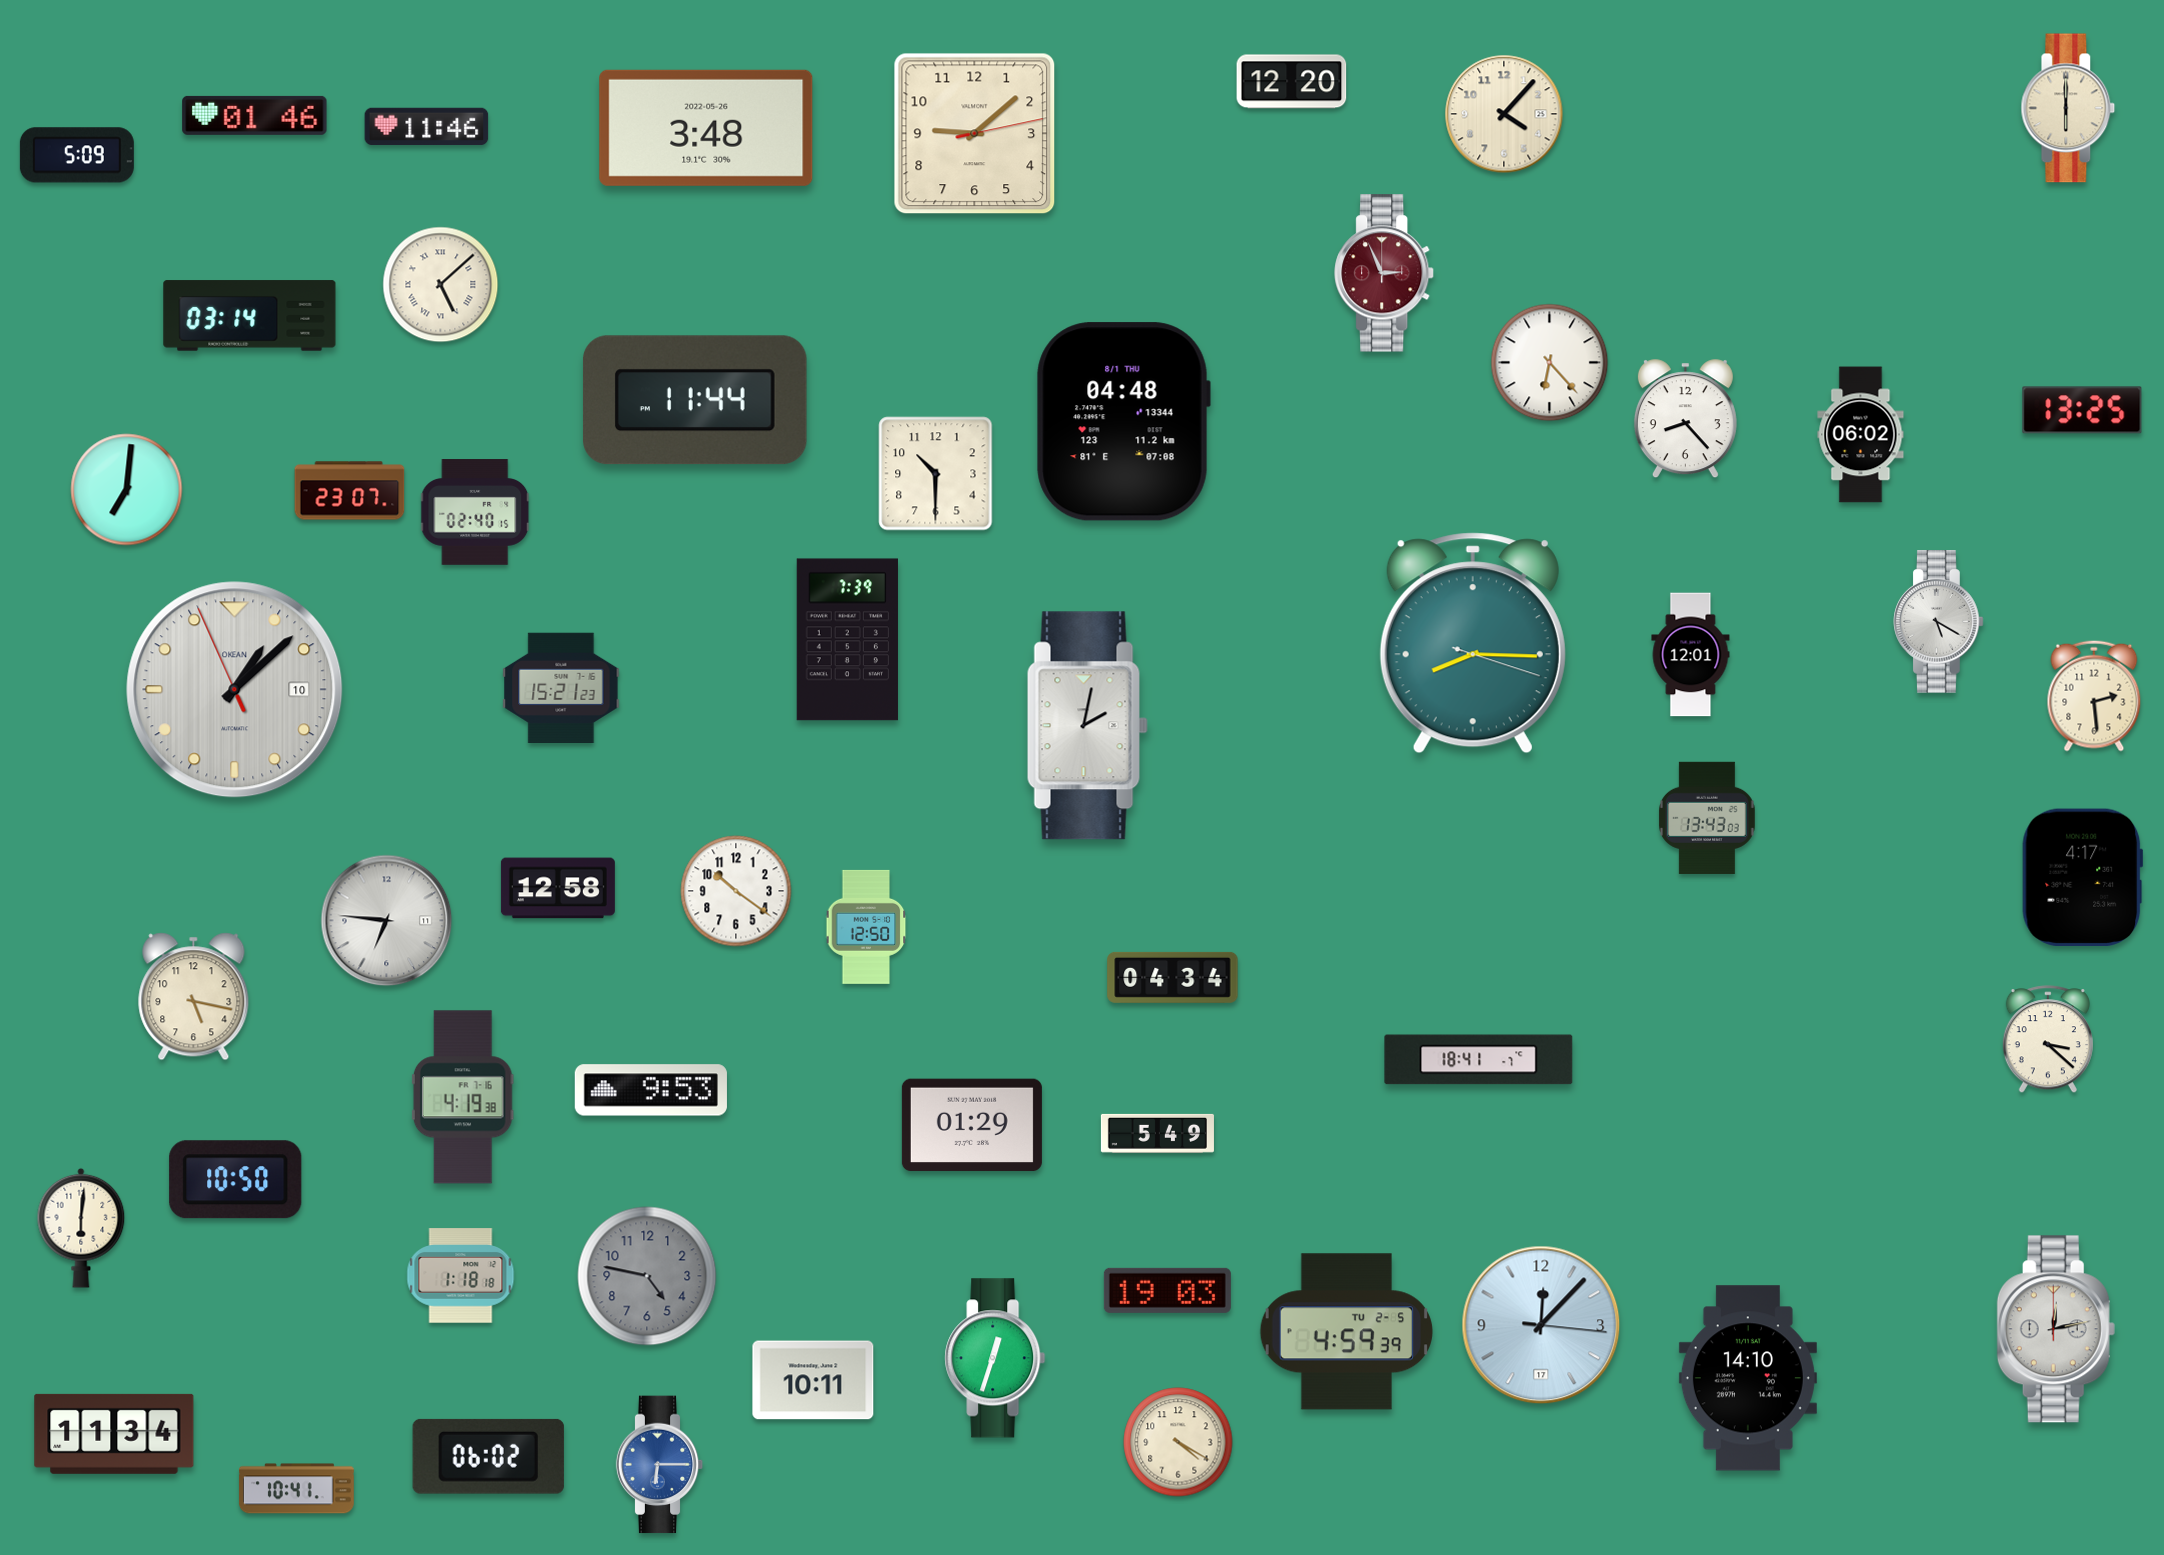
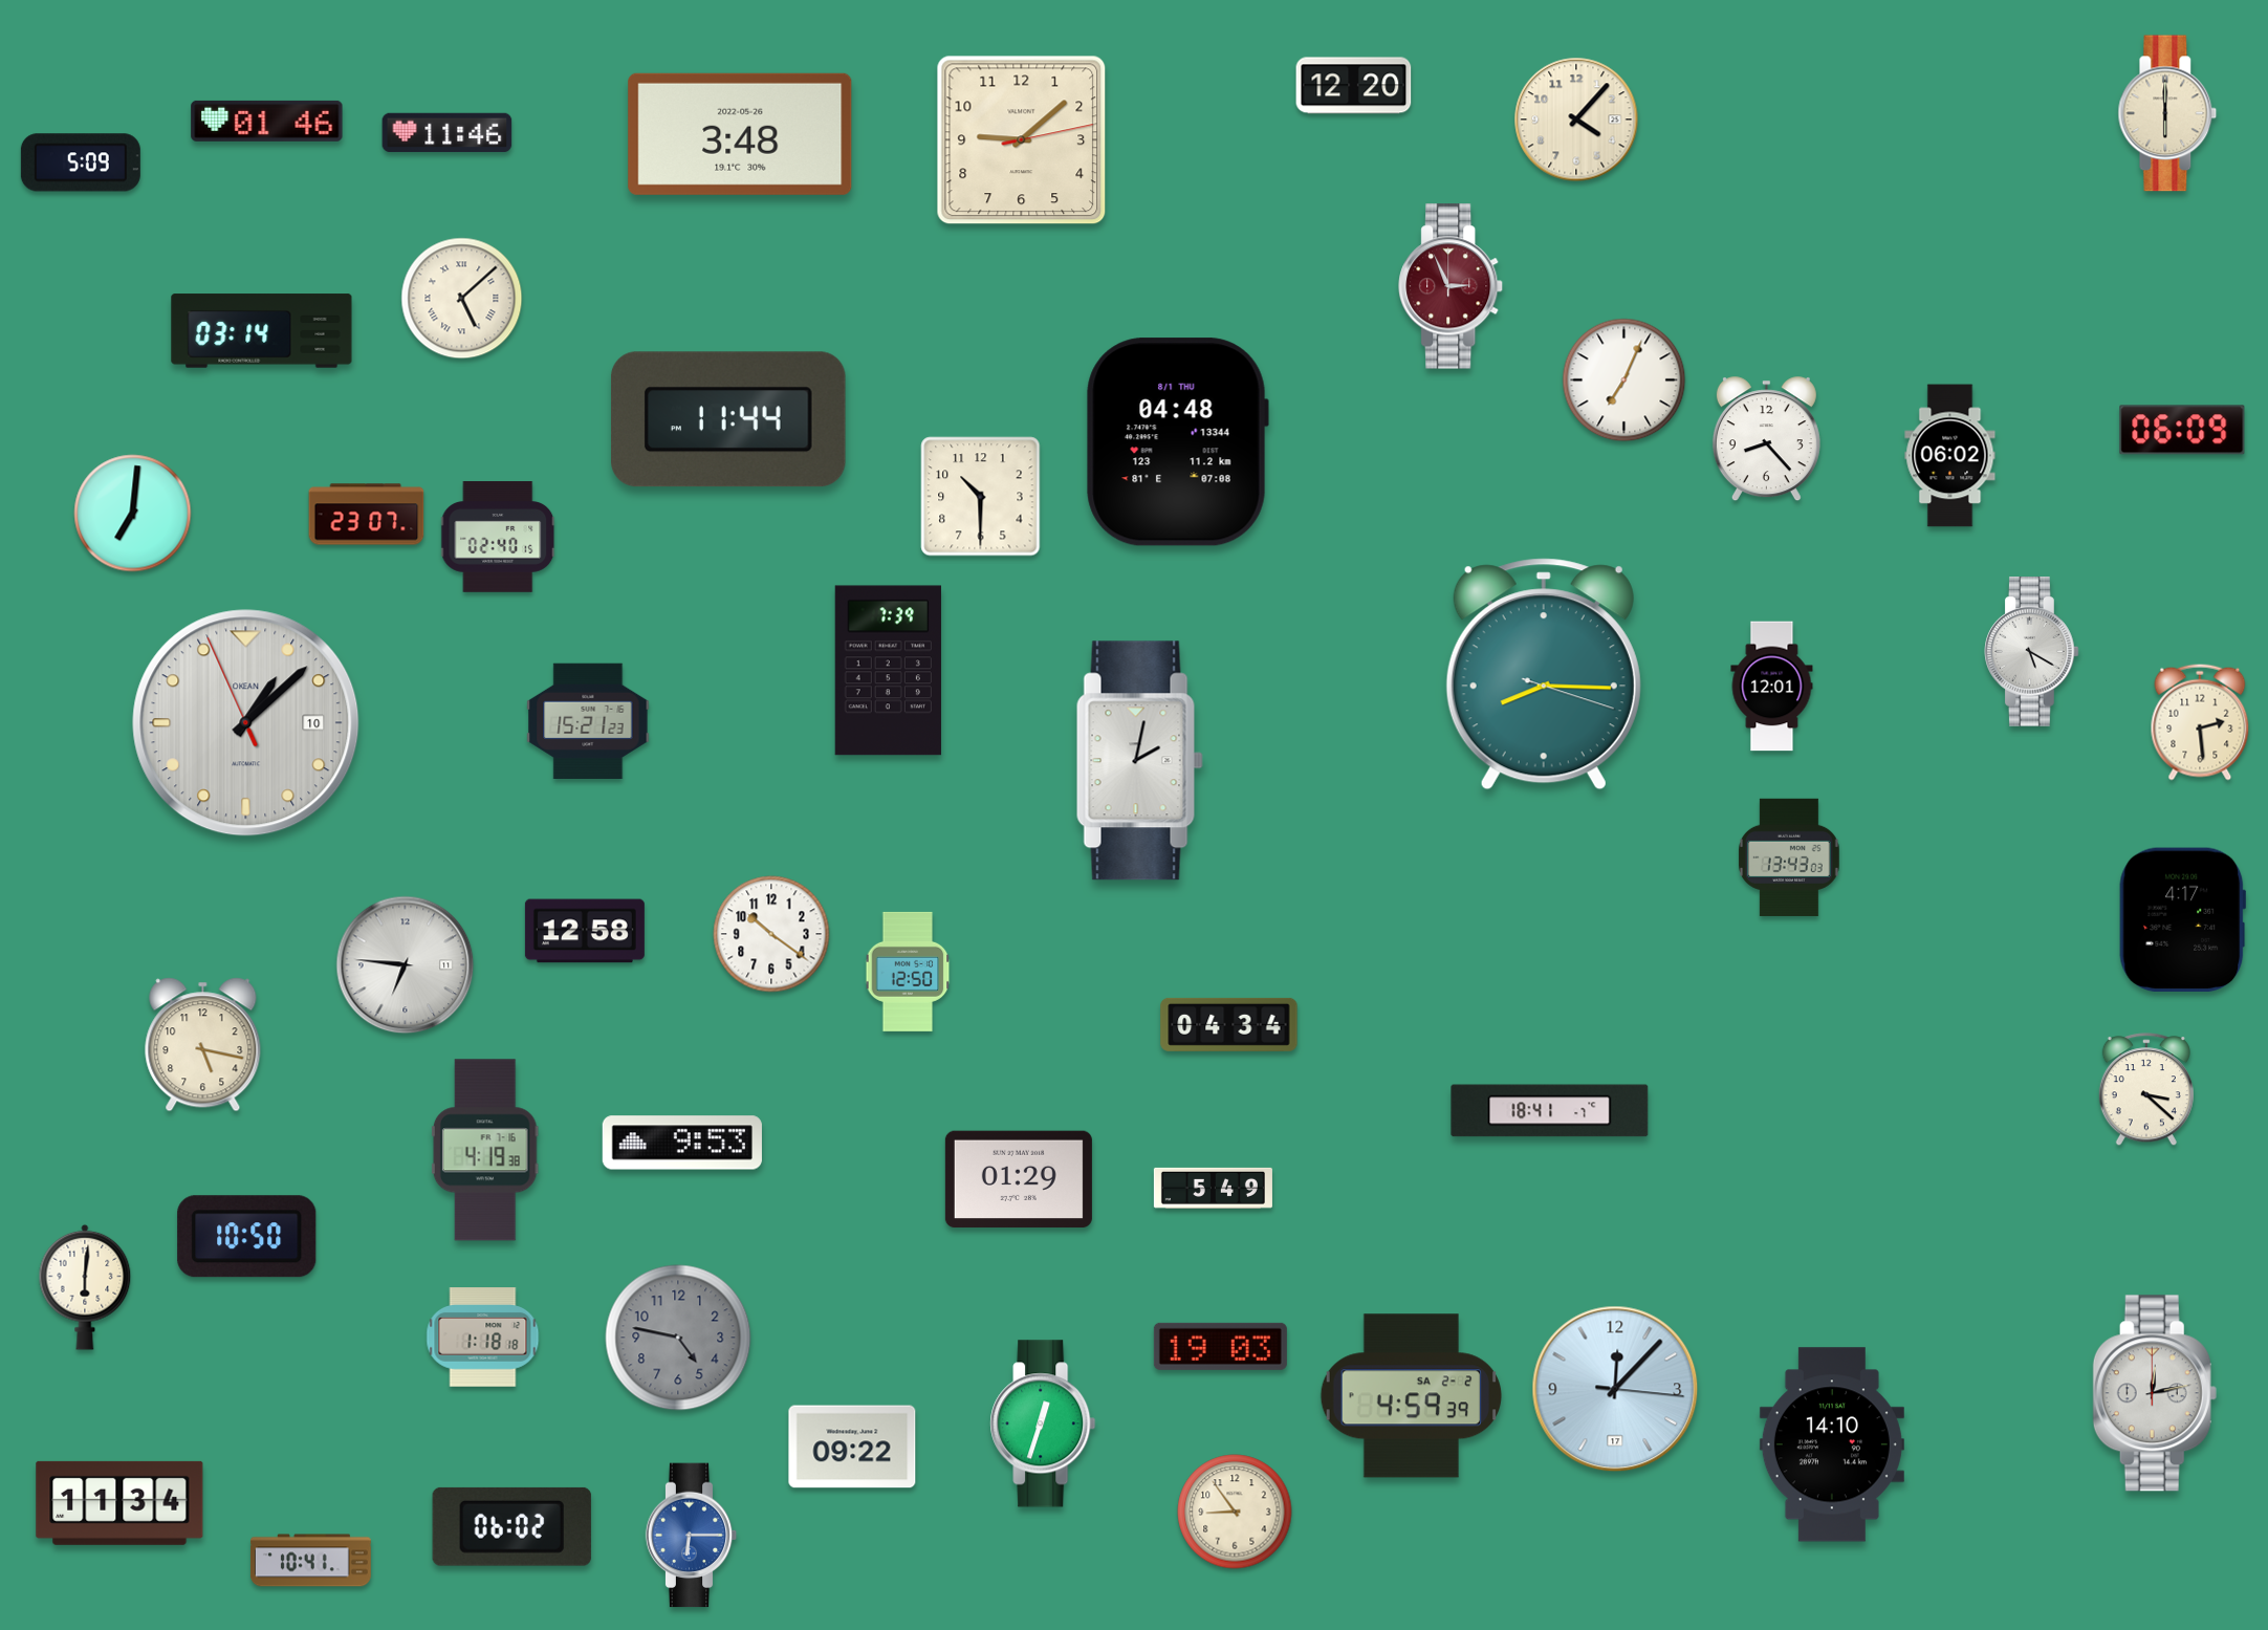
clock at (1550, 363): 6:23 -> 7:04
clock at (2082, 410): 13:25 -> 06:09
clock at (2094, 696) position: (2094, 696) -> (2200, 722)
clock at (1167, 1290) position: (1167, 1290) -> (1220, 1346)
clock at (1346, 1332) date: TU 2-5 -> SA 2-2
clock at (813, 1380): 10:11 -> 09:22
clock at (1178, 1442): 4:20 -> 8:54
